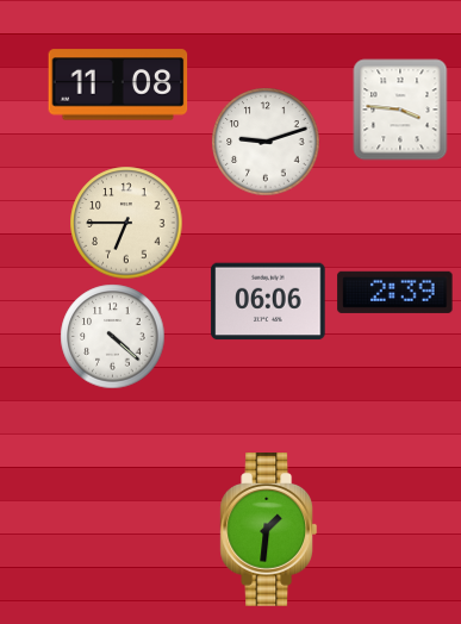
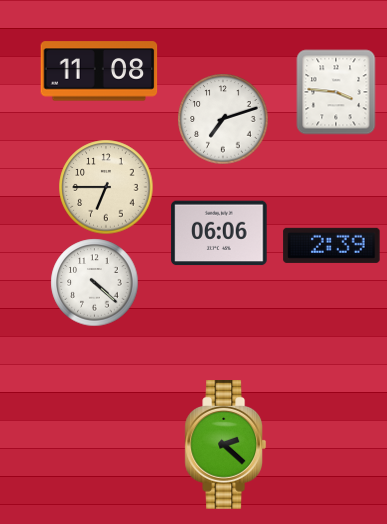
clock at (266, 142): 9:12 -> 7:12
clock at (268, 301) position: (268, 301) -> (219, 233)
clock at (269, 530): 1:31 -> 2:22
